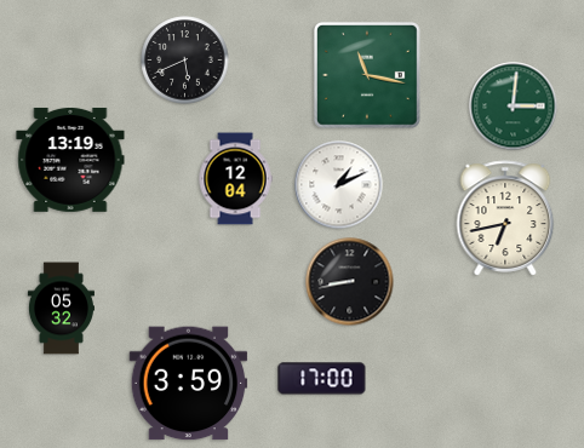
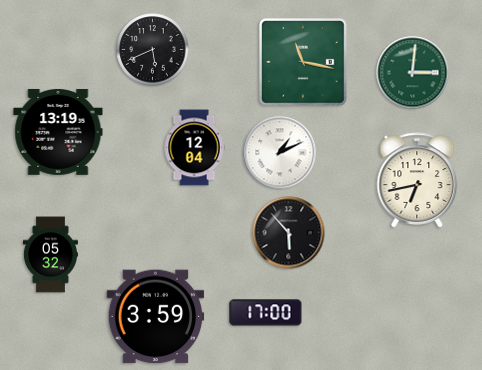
clock at (514, 107) position: (514, 107) -> (413, 73)
clock at (350, 282): 8:43 -> 5:53
